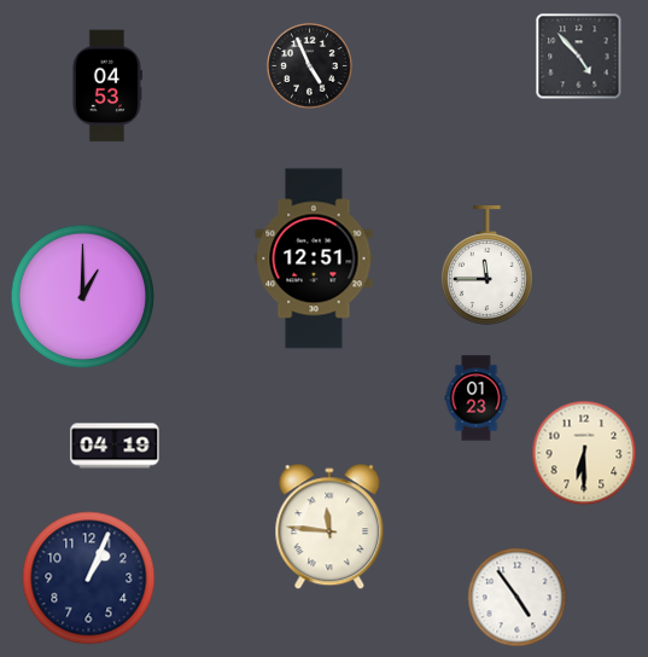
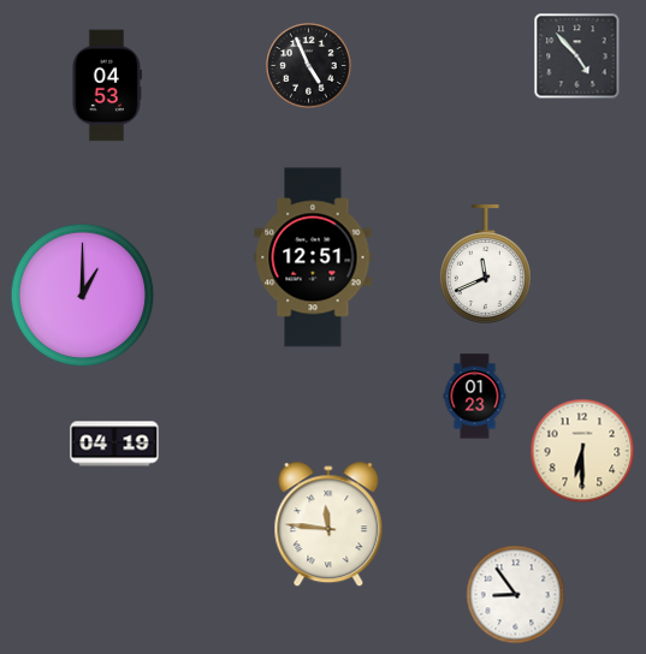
clock at (486, 266): 11:45 -> 11:41
clock at (89, 578): 1:04 -> none
clock at (518, 598): 4:54 -> 8:54
